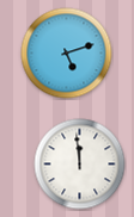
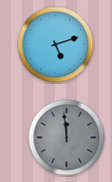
clock at (80, 165) dial: white -> grey
